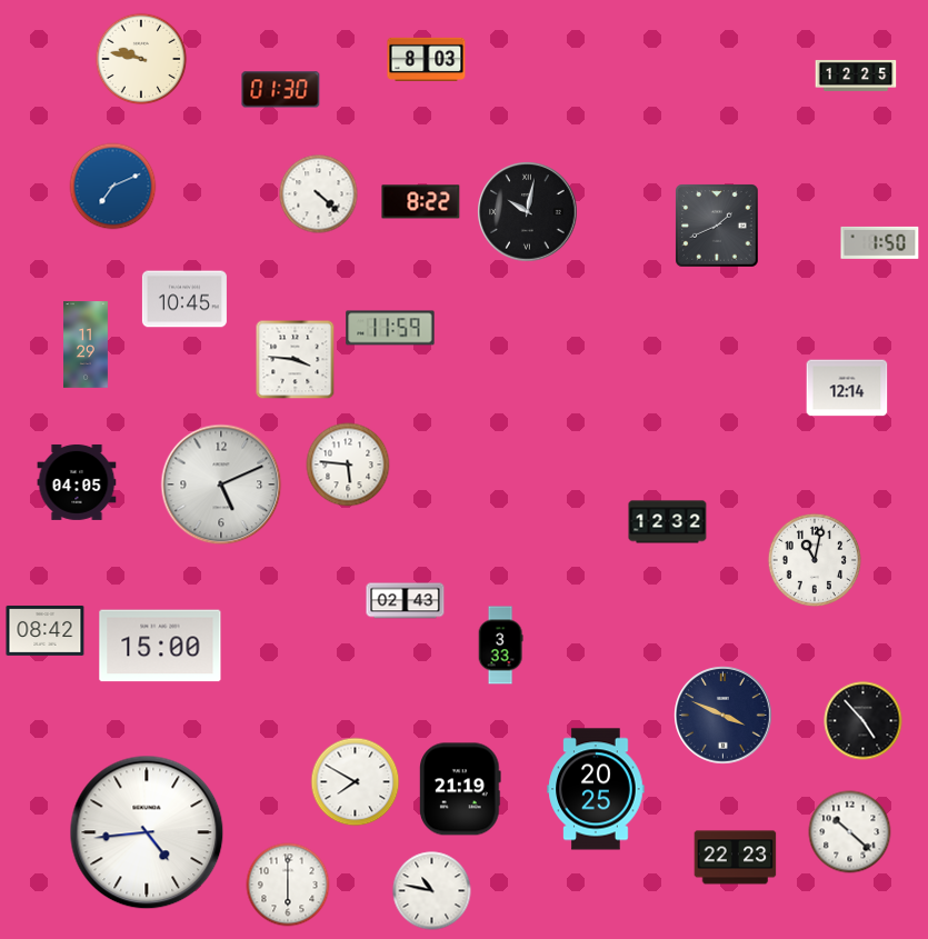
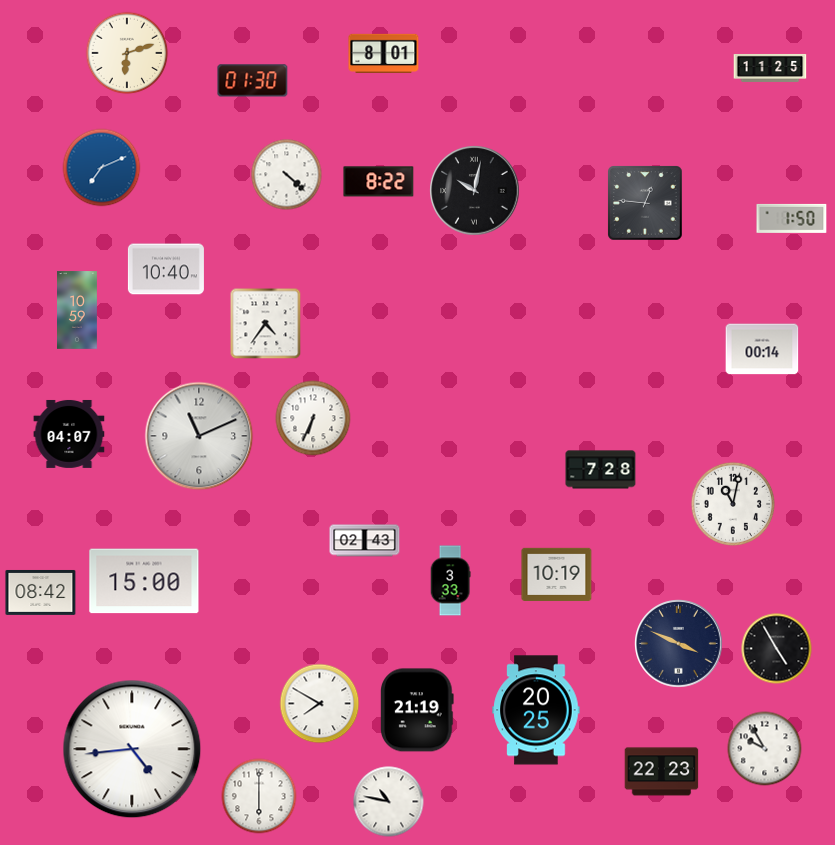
clock at (141, 59): 9:47 -> 6:12
clock at (427, 59): 8:03 -> 8:01
clock at (856, 76): 12:25 -> 11:25
clock at (717, 226): 1:41 -> 12:46
clock at (184, 299): 10:45 -> 10:40
clock at (390, 328): 11:59 -> none
clock at (87, 344): 11:29 -> 10:59
clock at (296, 360): 3:46 -> 4:36
clock at (847, 388): 12:14 -> 00:14
clock at (348, 464): 5:46 -> 6:34
clock at (77, 482): 04:05 -> 04:07
clock at (221, 485): 5:11 -> 11:11
clock at (668, 522): 12:32 -> 7:28
clock at (46, 630) position: (46, 630) -> (41, 592)
clock at (557, 574): none -> 10:19
clock at (724, 716) position: (724, 716) -> (679, 644)
clock at (864, 721): 4:53 -> 4:55
clock at (460, 789) position: (460, 789) -> (417, 710)
clock at (850, 832): 10:22 -> 9:55
